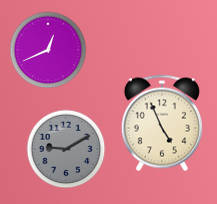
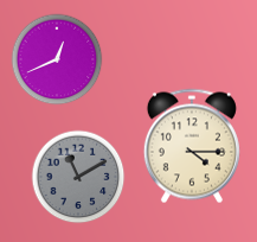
clock at (162, 123): 4:56 -> 4:15
clock at (66, 149): 9:10 -> 11:10
